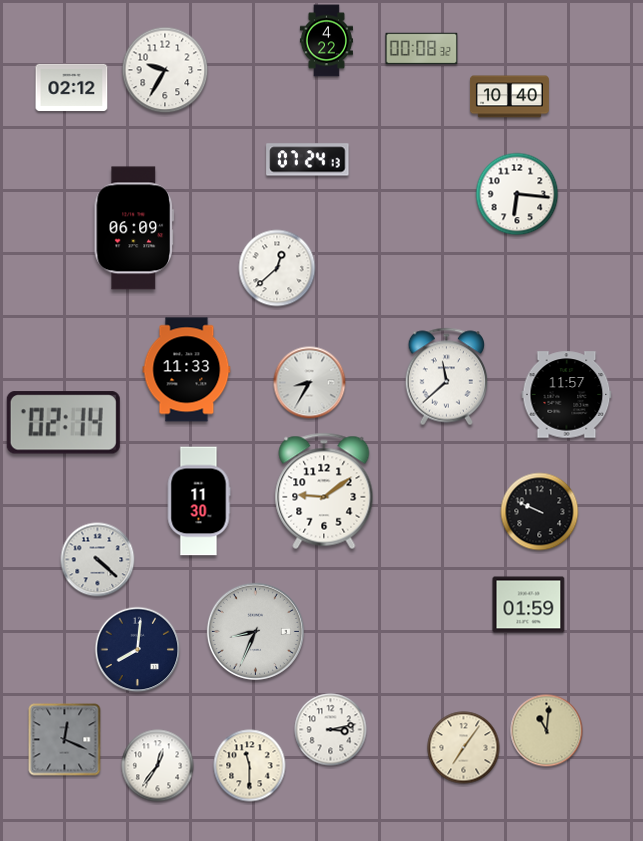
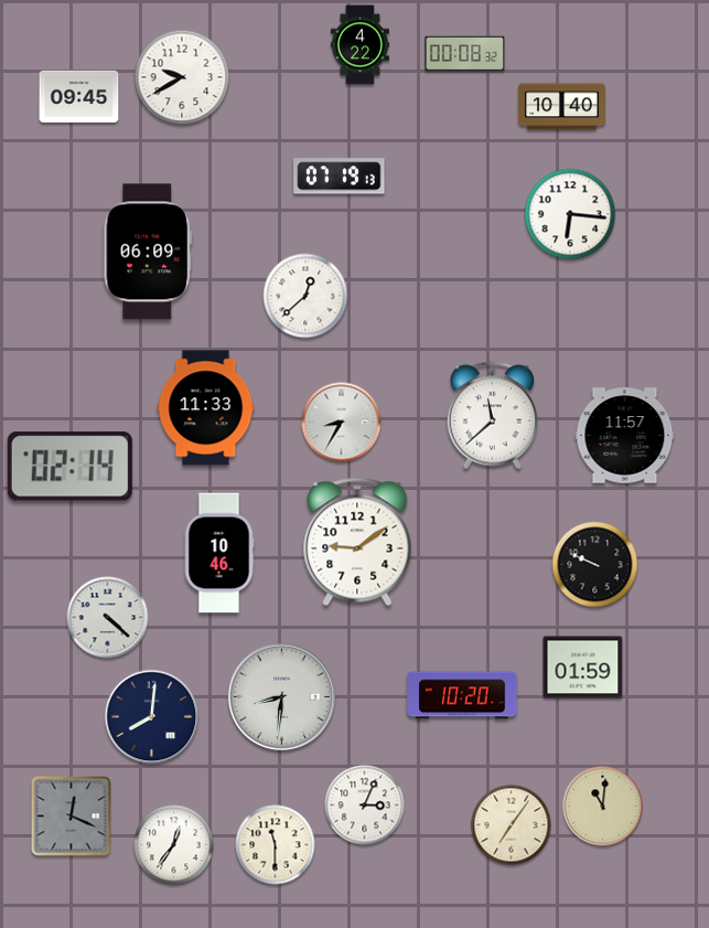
clock at (165, 70): 9:35 -> 9:40
clock at (72, 88): 02:12 -> 09:45
clock at (308, 160): 07:24 -> 07:19
clock at (199, 501): 11:30 -> 10:46
clock at (462, 695): none -> 10:20
clock at (255, 631): 8:34 -> 8:31
clock at (331, 730): 3:13 -> 3:04
